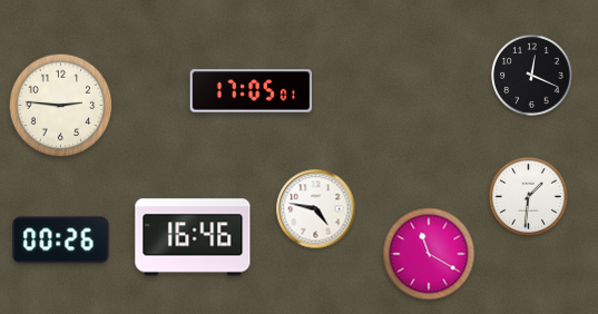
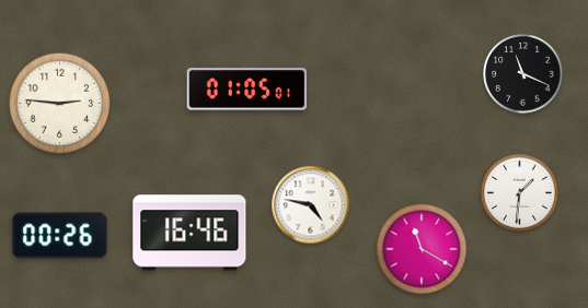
clock at (532, 76): 12:19 -> 11:19
clock at (252, 91): 17:05 -> 01:05
